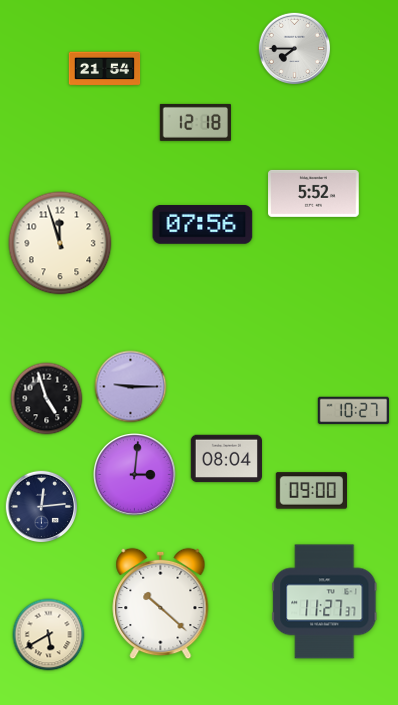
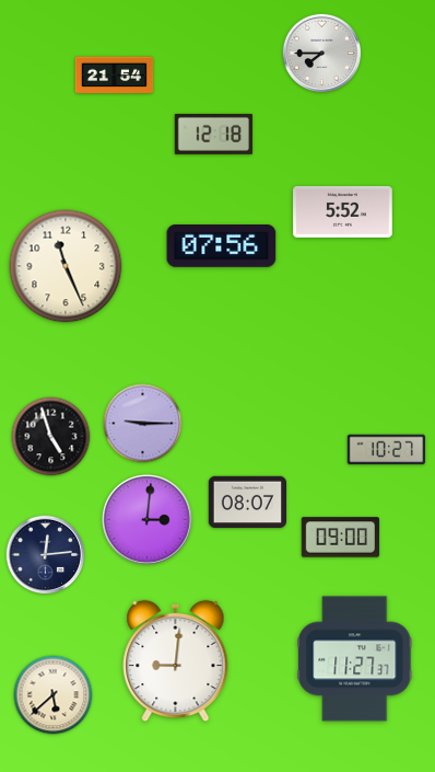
clock at (60, 243): 11:57 -> 11:26
clock at (226, 459): 08:04 -> 08:07
clock at (161, 604): 10:22 -> 9:01
clock at (49, 635): 5:40 -> 5:38
